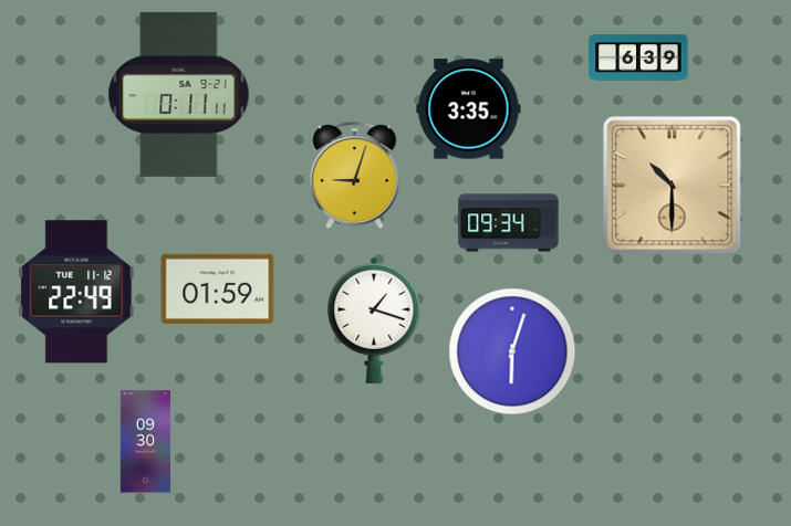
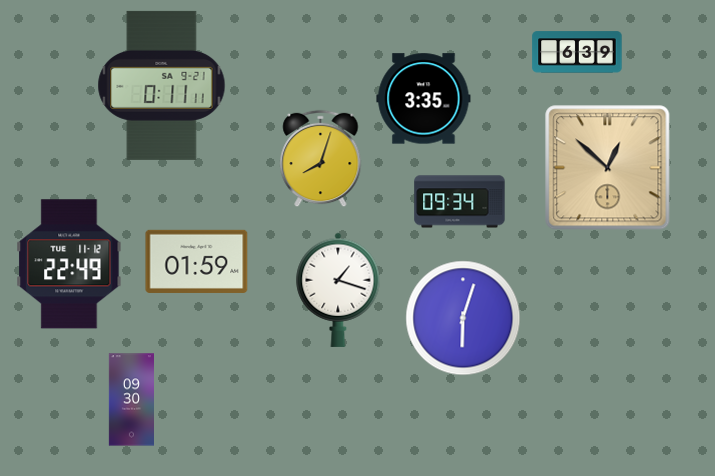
clock at (355, 176): 9:03 -> 8:03
clock at (673, 186): 10:30 -> 12:52
